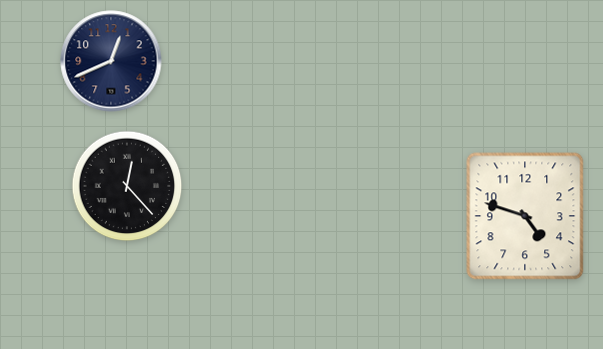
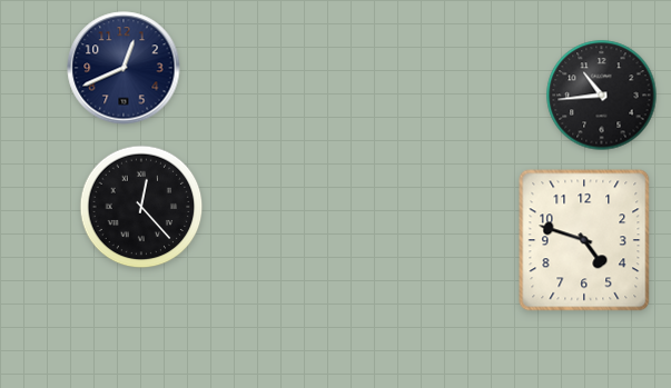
clock at (602, 96): none -> 10:44
